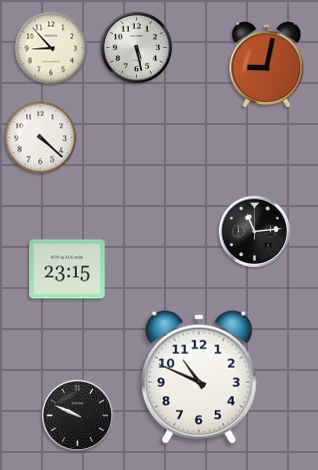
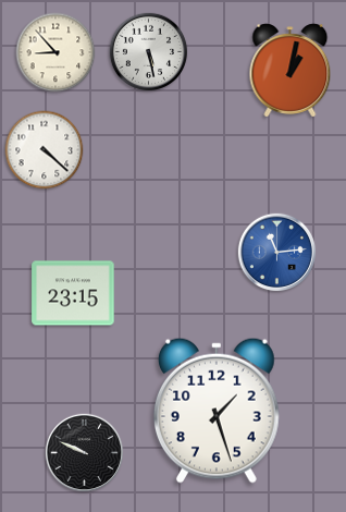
clock at (267, 65): 9:02 -> 1:02
clock at (255, 232) dial: black -> blue
clock at (199, 377): 10:49 -> 1:27
